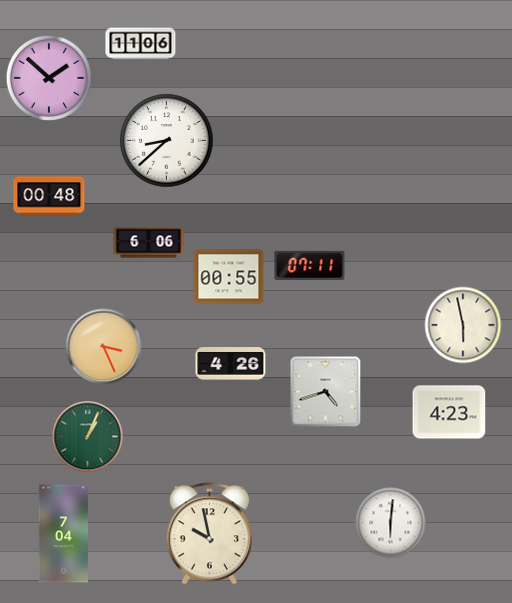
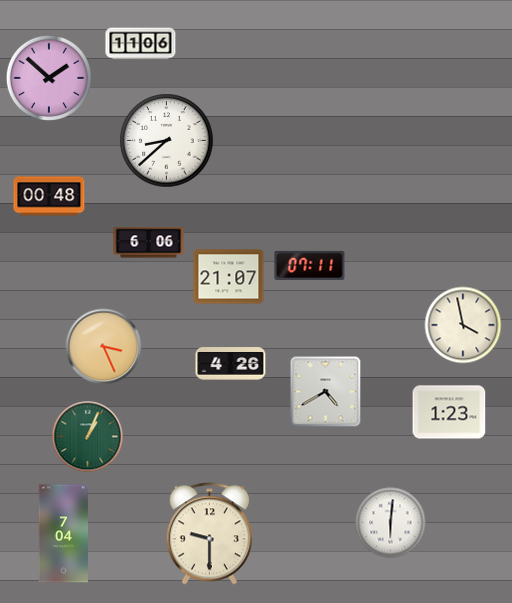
clock at (229, 277): 00:55 -> 21:07
clock at (463, 325): 5:58 -> 3:58
clock at (326, 392): 4:42 -> 4:40
clock at (449, 412): 4:23 -> 1:23
clock at (209, 534): 9:58 -> 9:30
